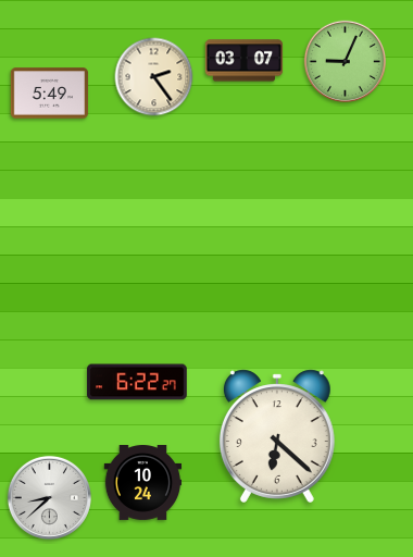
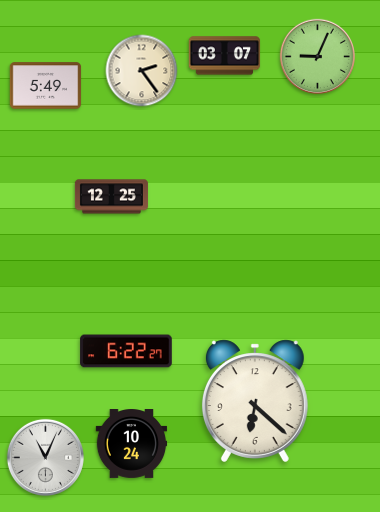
clock at (111, 197): none -> 12:25
clock at (49, 497): 8:38 -> 11:04
